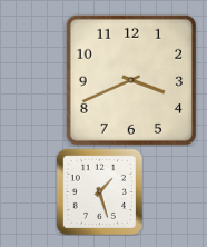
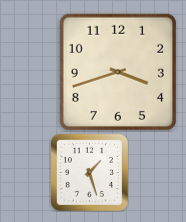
clock at (131, 80): 3:41 -> 3:42
